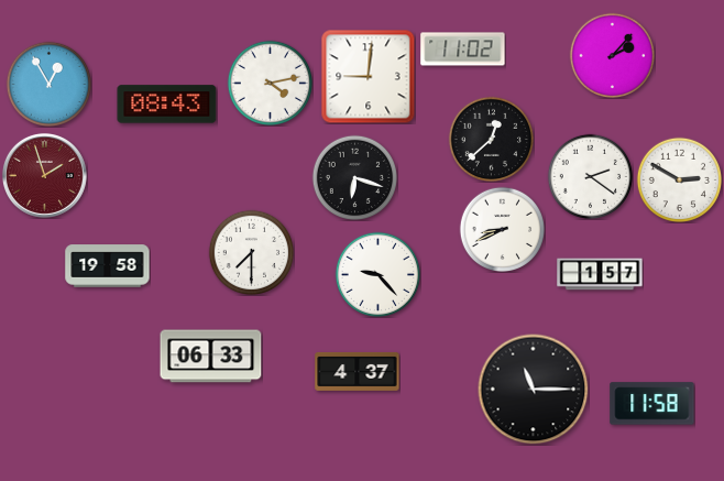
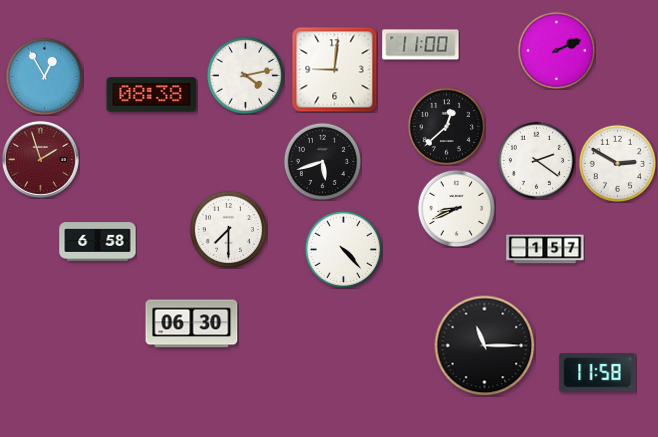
clock at (463, 50): 11:02 -> 11:00
clock at (612, 55): 2:07 -> 2:11
clock at (167, 105): 08:43 -> 08:38
clock at (354, 177): 6:18 -> 5:42
clock at (108, 266): 19:58 -> 6:58
clock at (377, 274): 9:23 -> 4:23
clock at (211, 357): 06:33 -> 06:30
clock at (358, 371): 4:37 -> none
clock at (534, 390) position: (534, 390) -> (485, 346)
clock at (652, 404) position: (652, 404) -> (598, 373)
